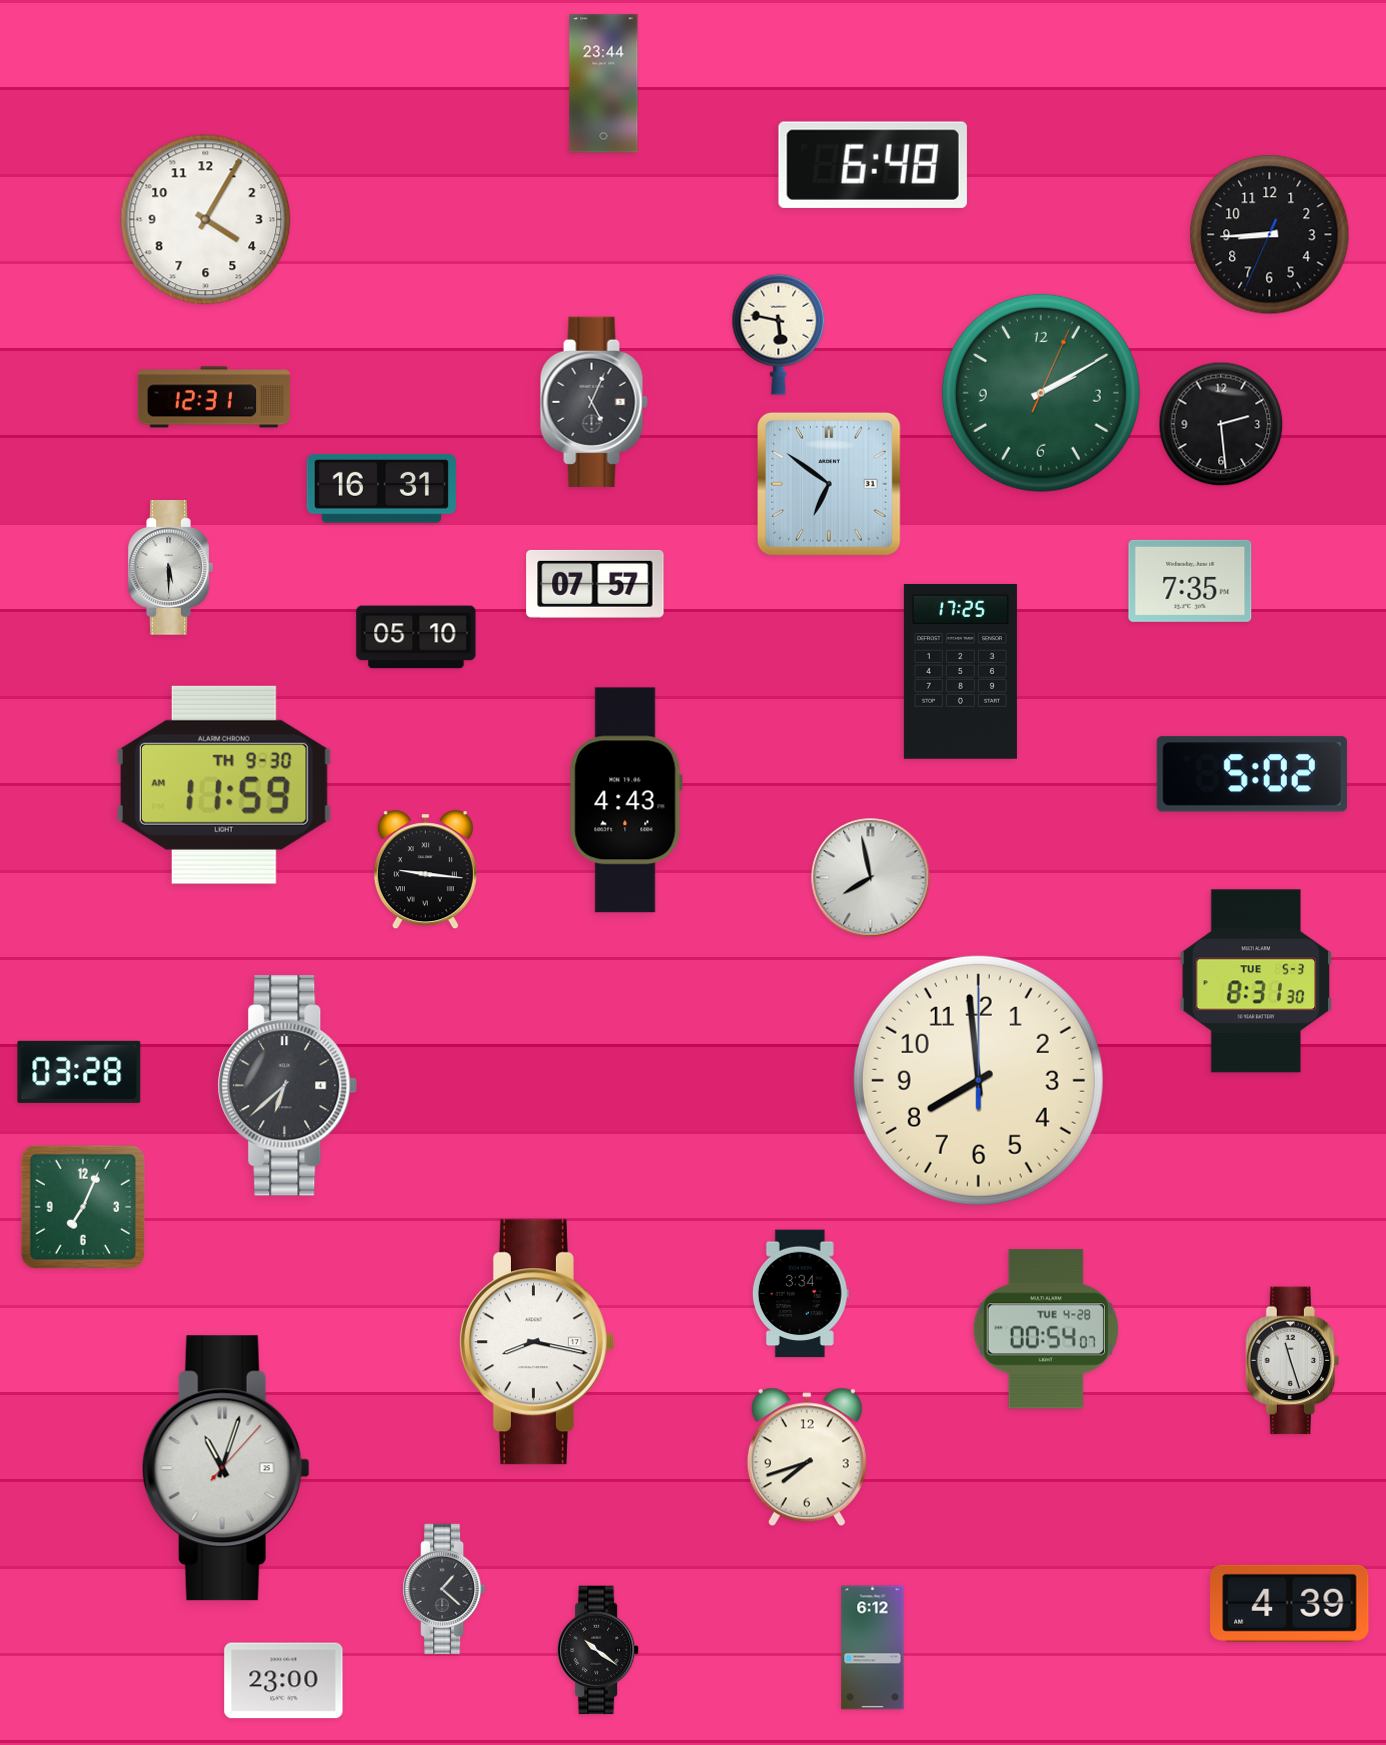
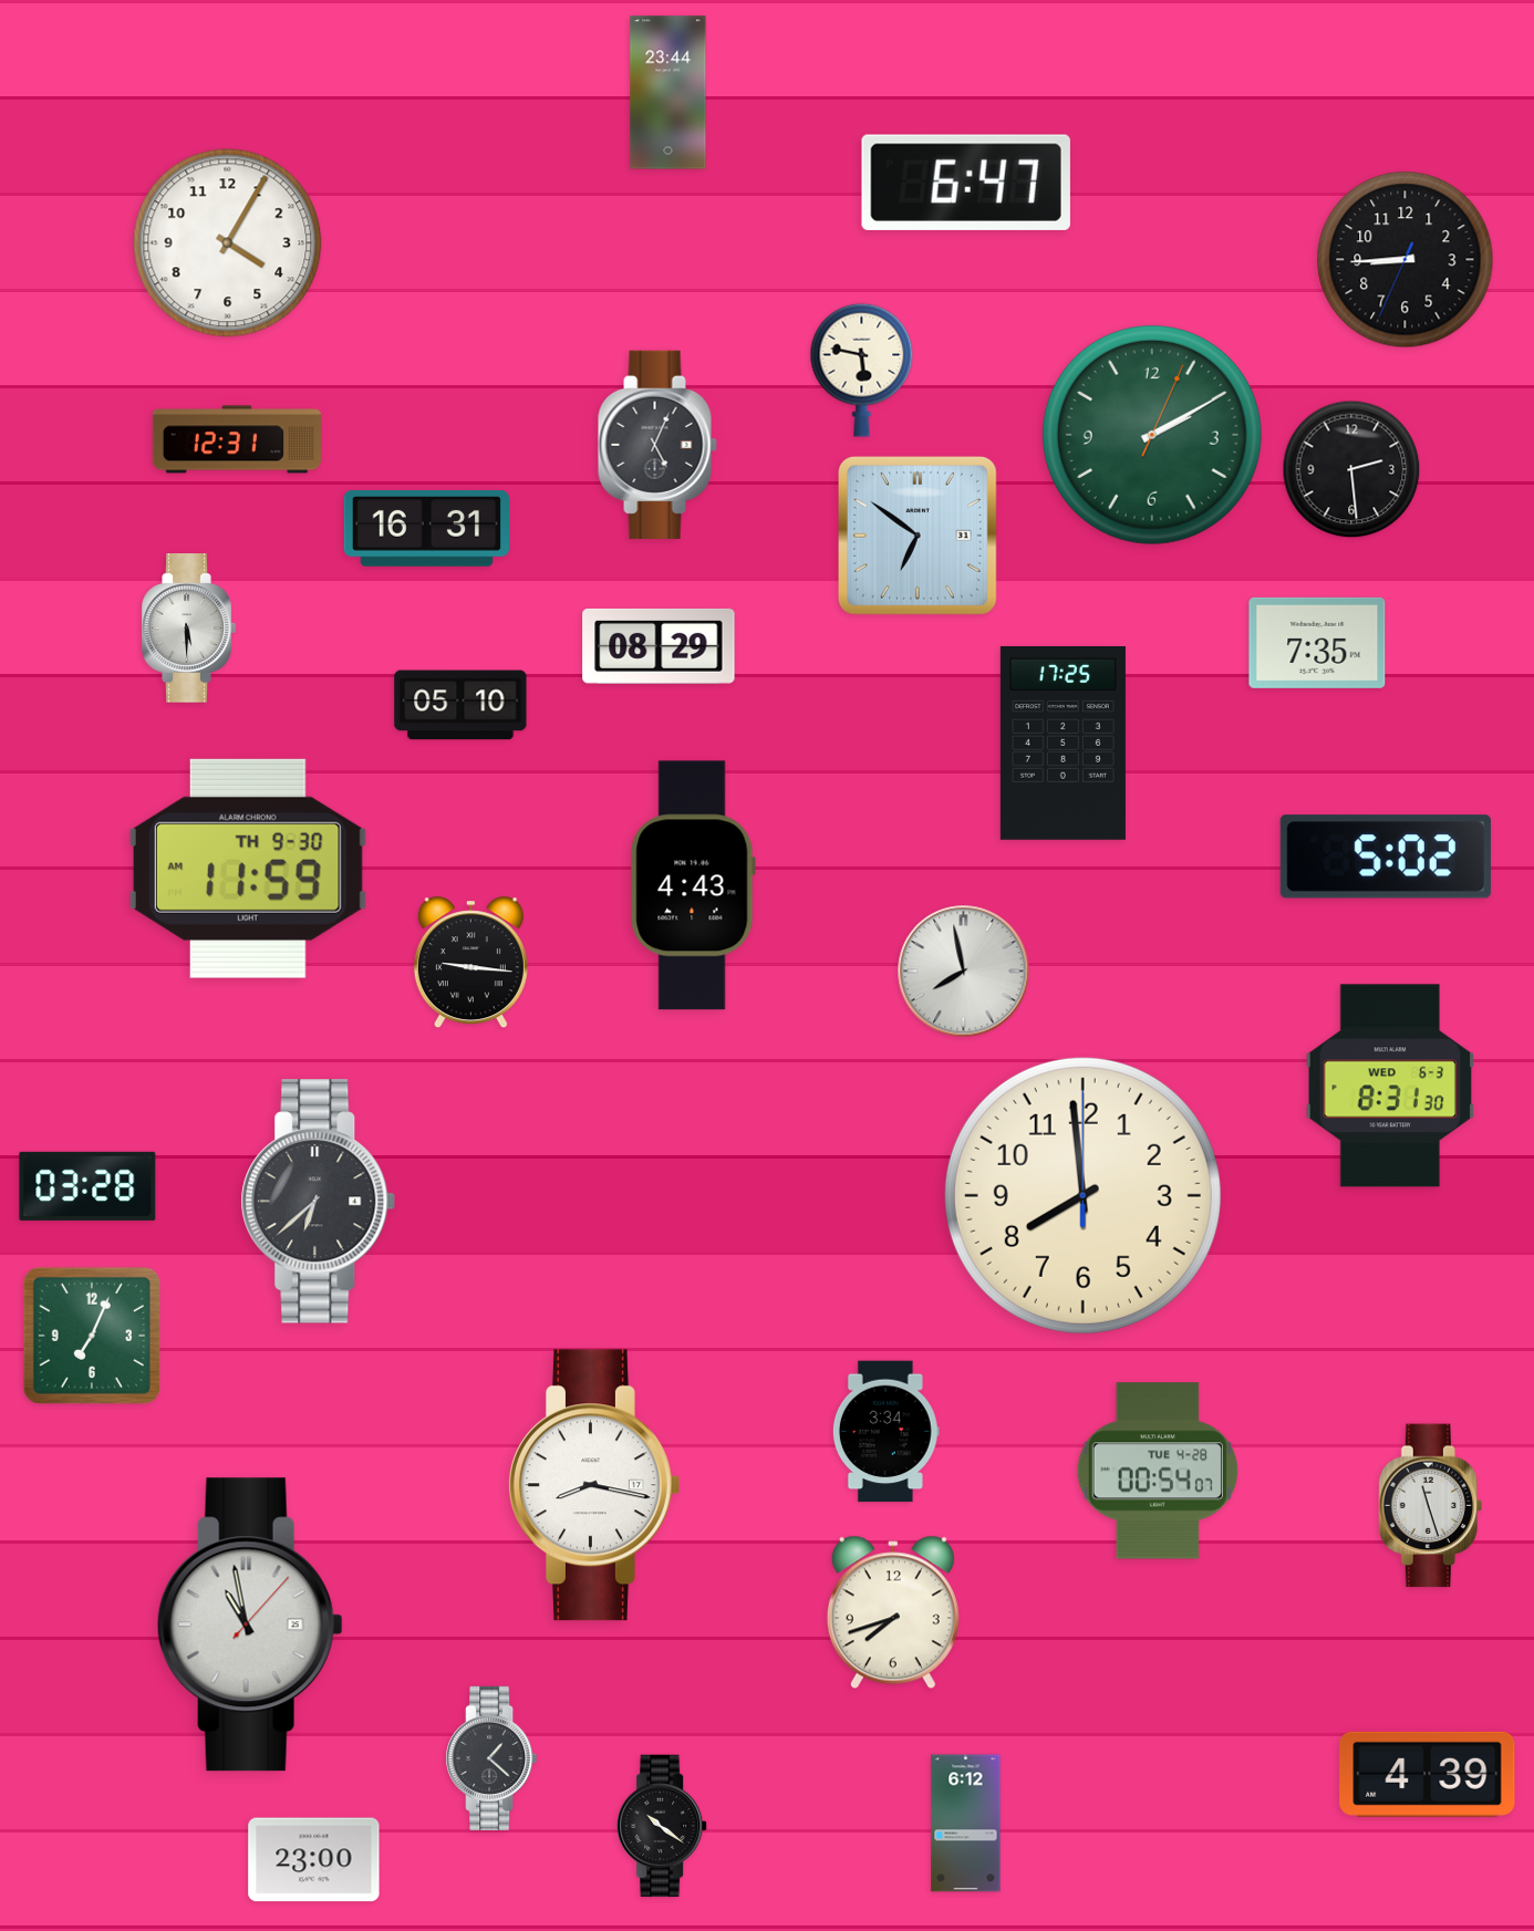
clock at (873, 165): 6:48 -> 6:47
clock at (381, 489) position: (381, 489) -> (426, 529)
clock at (595, 584): 07:57 -> 08:29
clock at (1256, 981) date: TUE 5-3 -> WED 6-3
clock at (226, 1468): 11:03 -> 10:58
